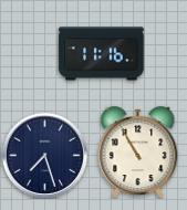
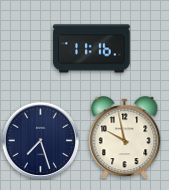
clock at (138, 153): 10:55 -> 9:58
